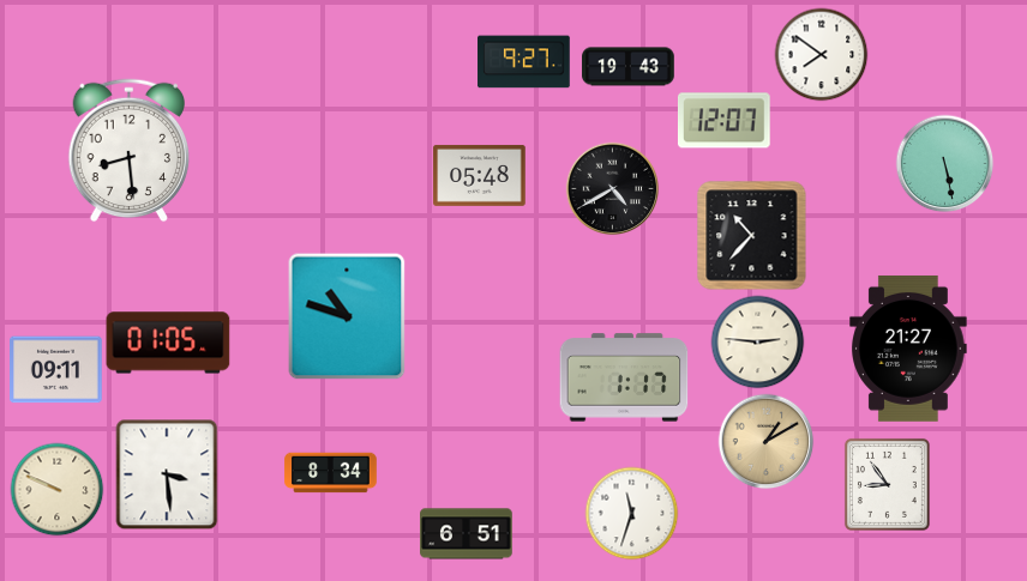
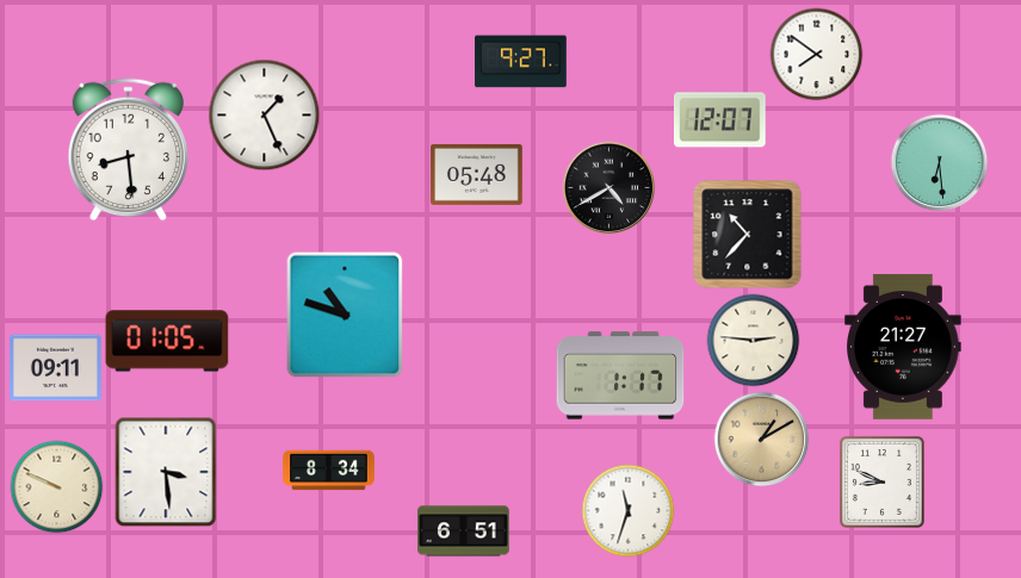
clock at (629, 67): 19:43 -> none
clock at (264, 114): none -> 1:26
clock at (944, 163): 5:28 -> 6:29
clock at (887, 484): 8:54 -> 8:49
